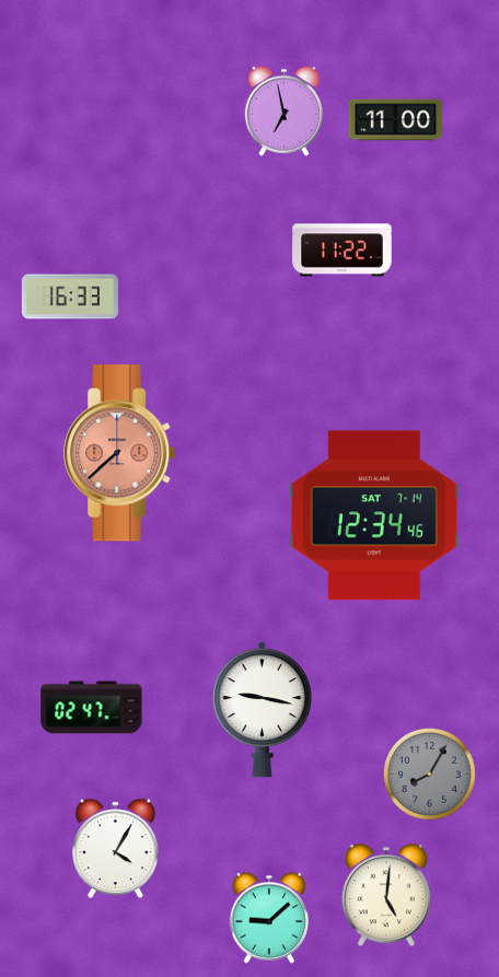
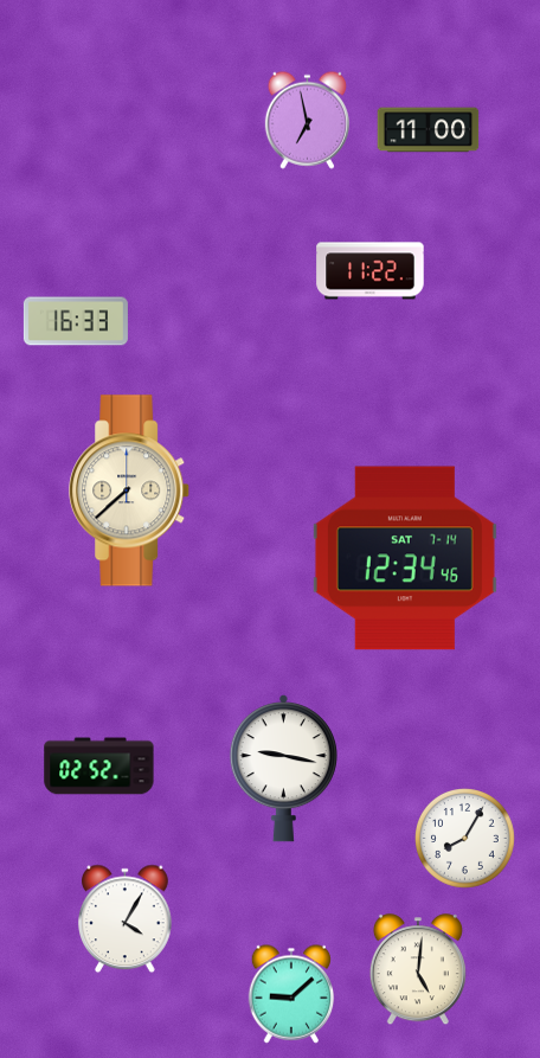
clock at (120, 453) dial: salmon -> cream
clock at (92, 708): 02:47 -> 02:52
clock at (430, 775) dial: grey -> white
